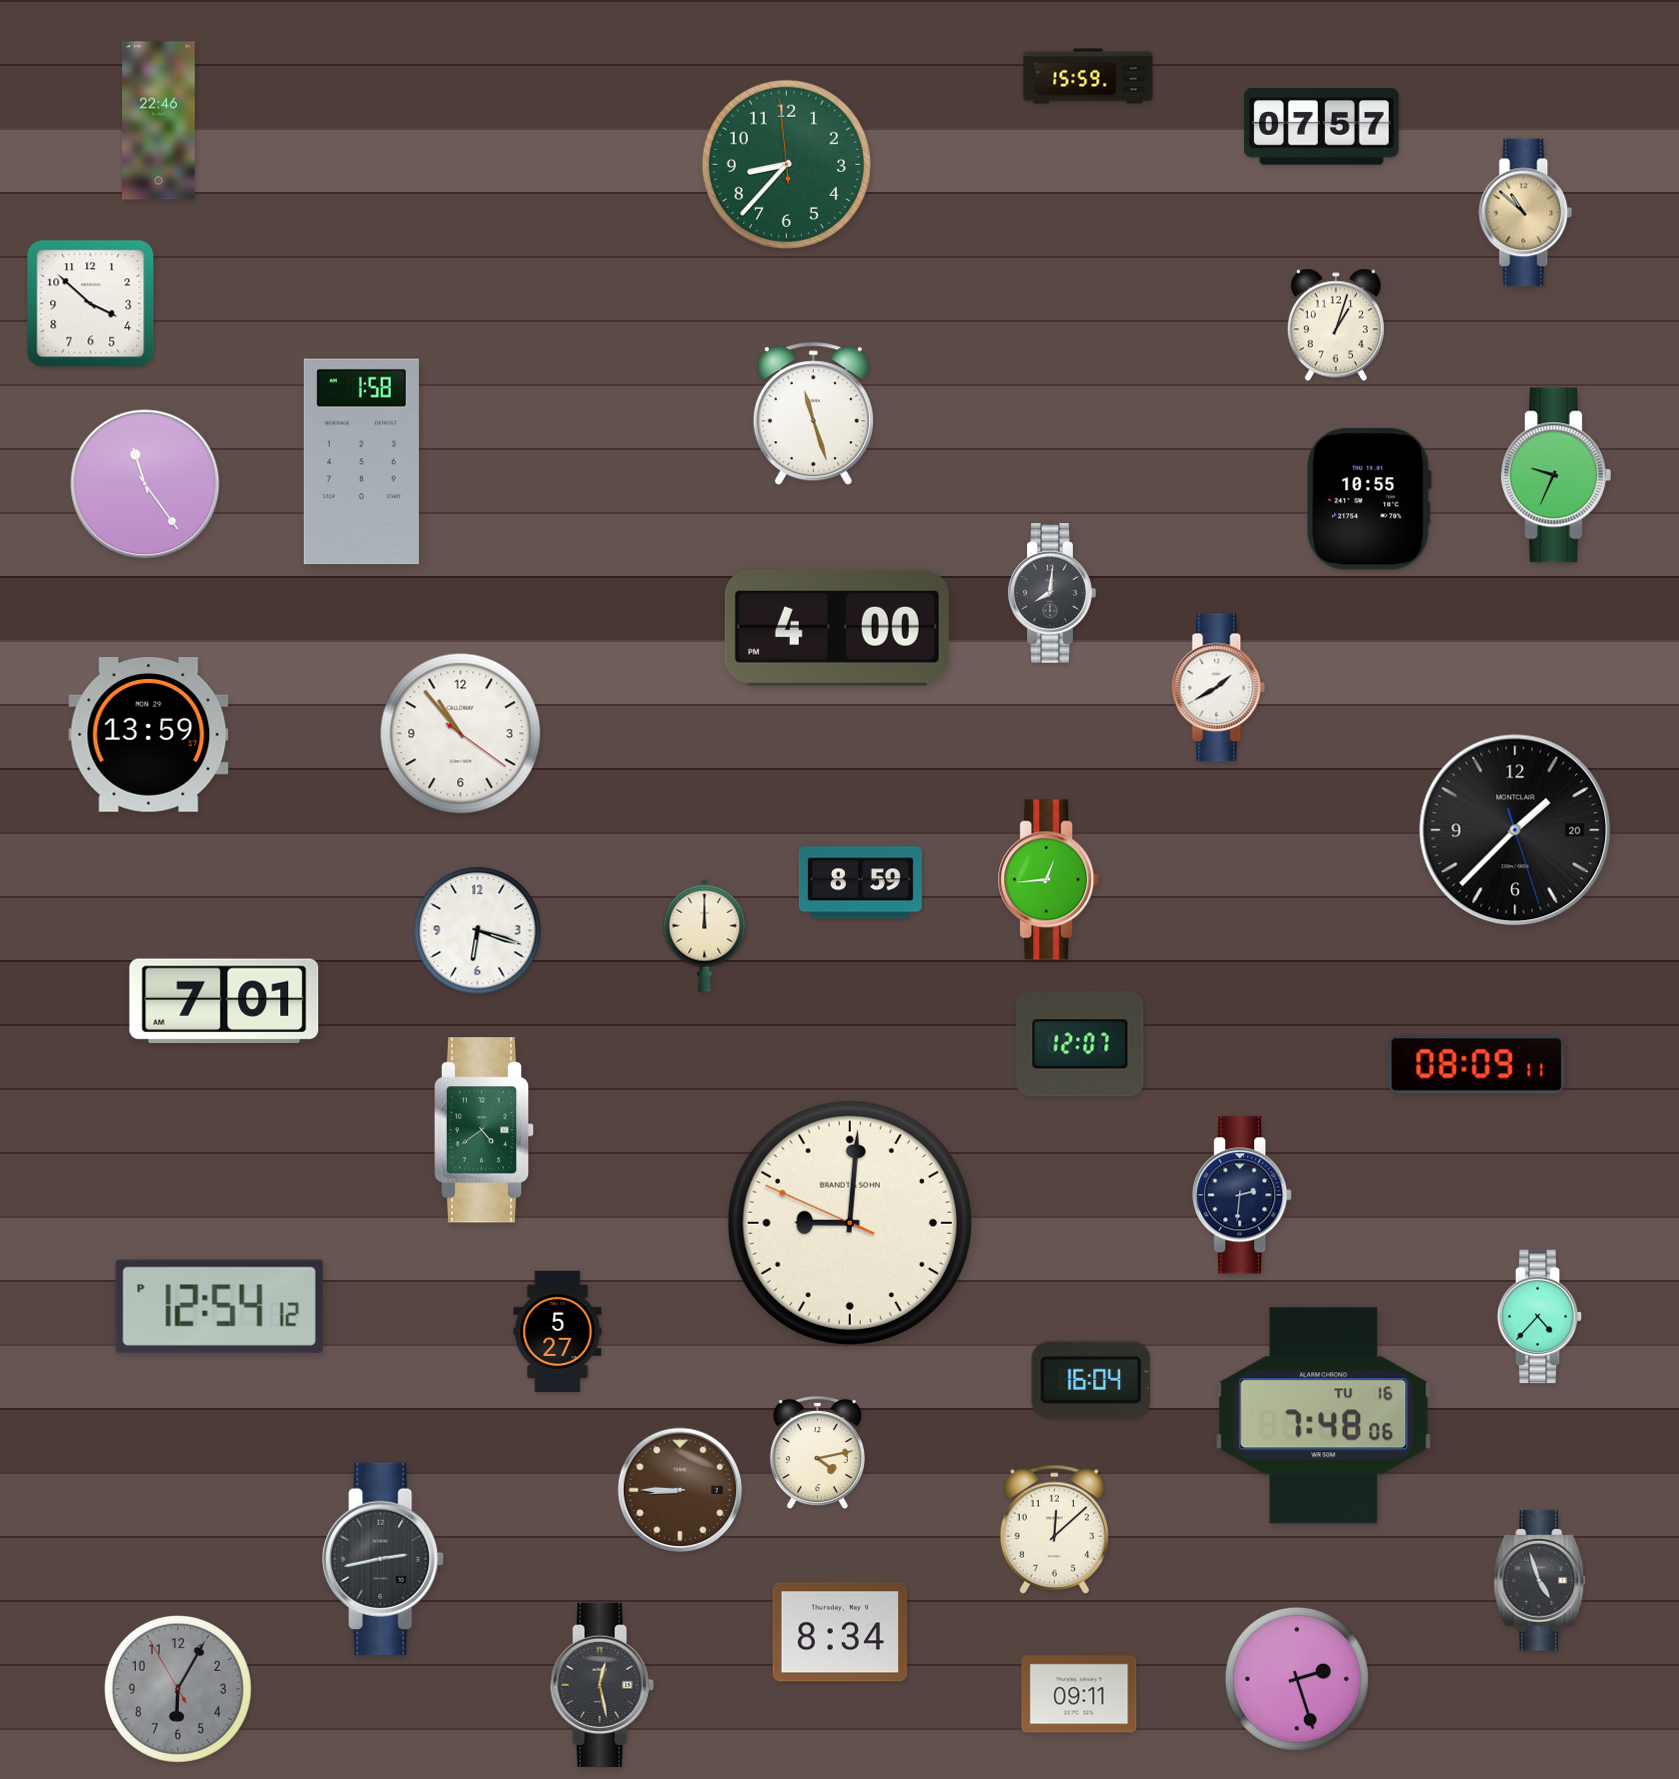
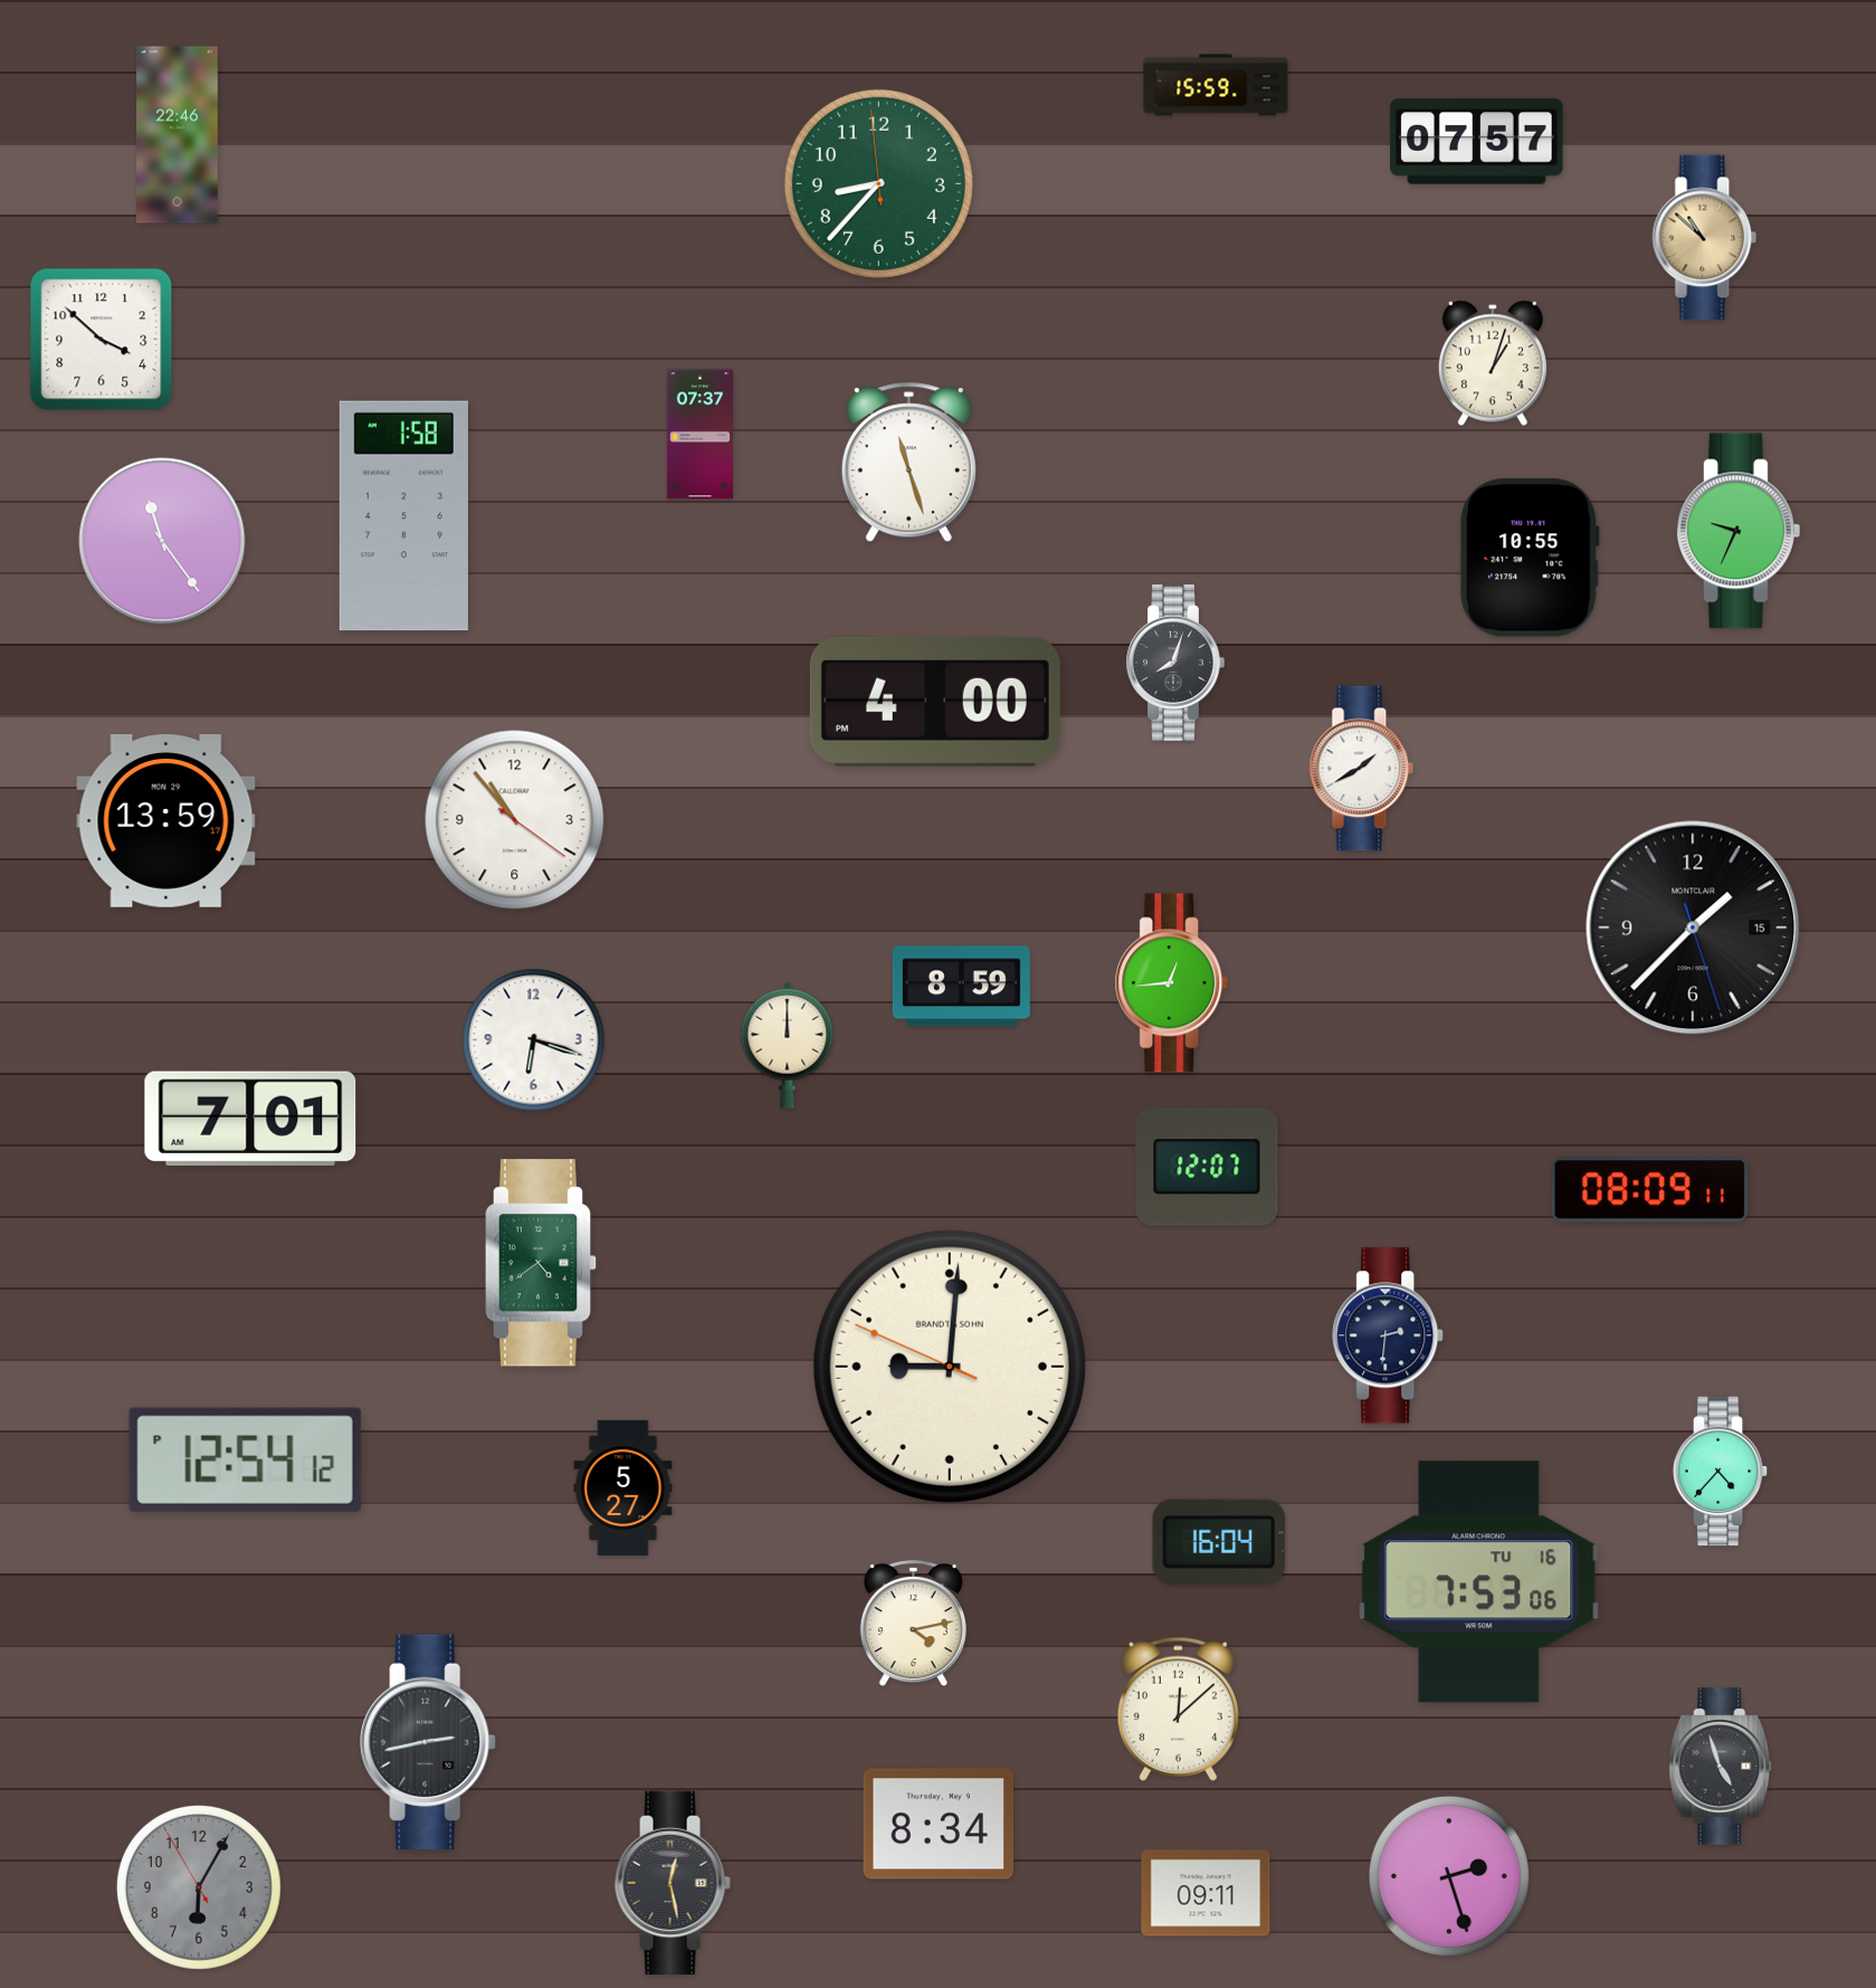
clock at (699, 435): none -> 07:37
clock at (1052, 593): 8:01 -> 8:03
clock at (1515, 830) date: 20 -> 15
clock at (1324, 1416): 7:48 -> 7:53
clock at (680, 1490): 8:45 -> none
